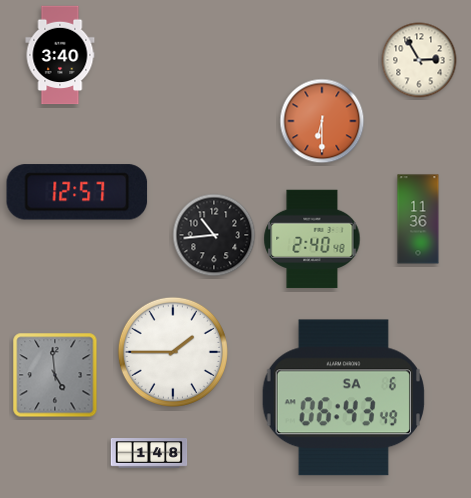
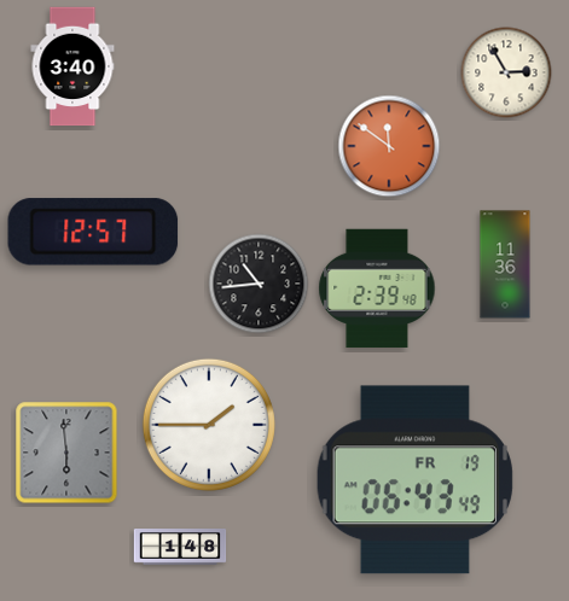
clock at (322, 121): 6:30 -> 11:51
clock at (312, 239): 2:40 -> 2:39
clock at (55, 375): 4:59 -> 5:59
clock at (343, 398) date: SA 6 -> FR 19
